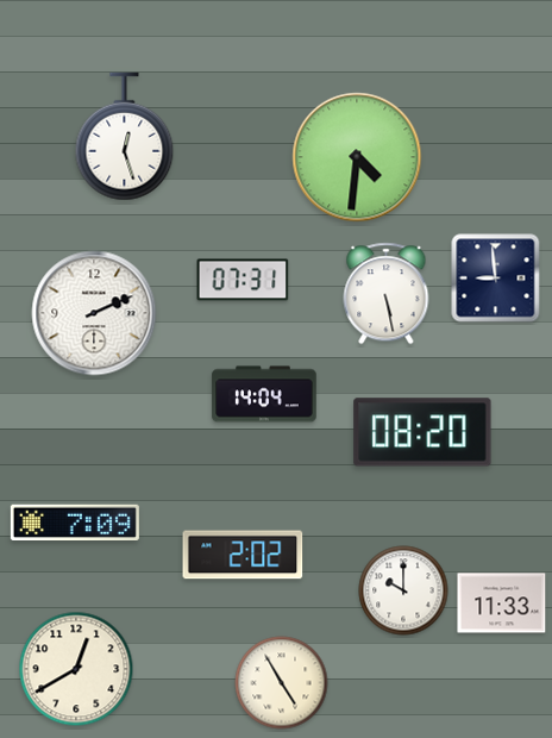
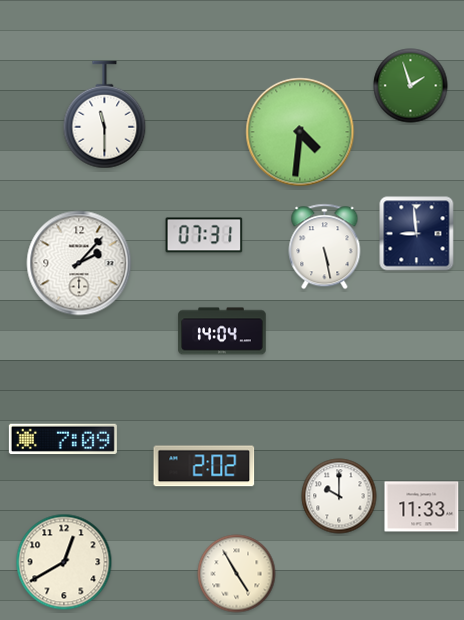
clock at (411, 86): none -> 1:57
clock at (125, 137): 12:27 -> 11:30
clock at (94, 313): 2:11 -> 2:07
clock at (422, 432): 08:20 -> none
